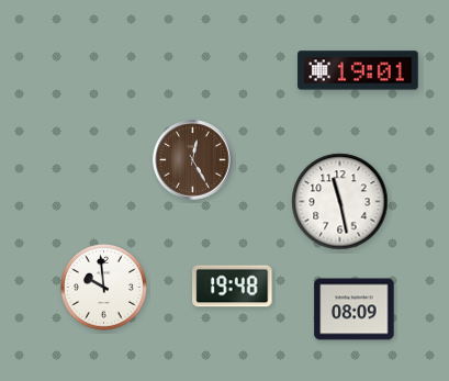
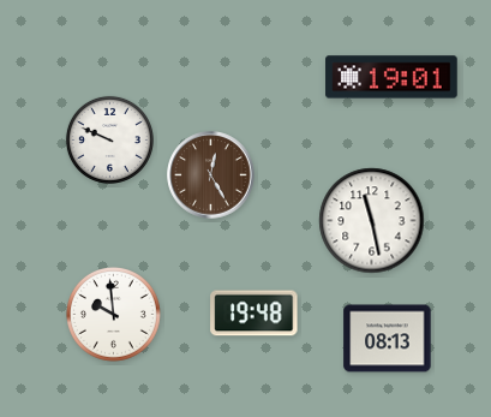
clock at (109, 139): none -> 9:49
clock at (355, 310): 08:09 -> 08:13
